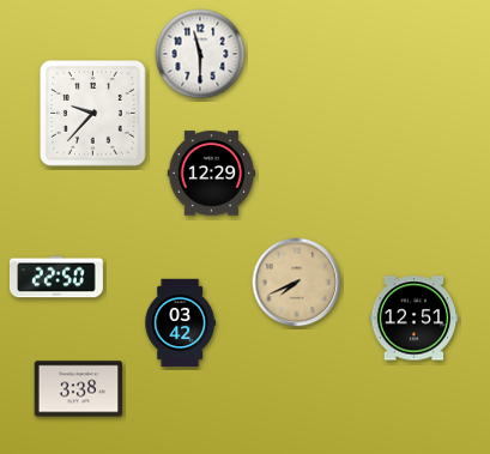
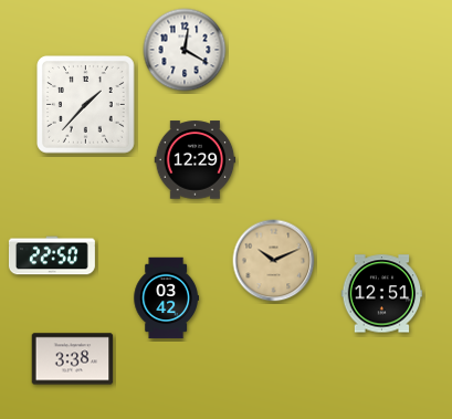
clock at (200, 54): 11:30 -> 12:20
clock at (93, 114): 9:37 -> 1:37
clock at (297, 283): 7:41 -> 10:11
